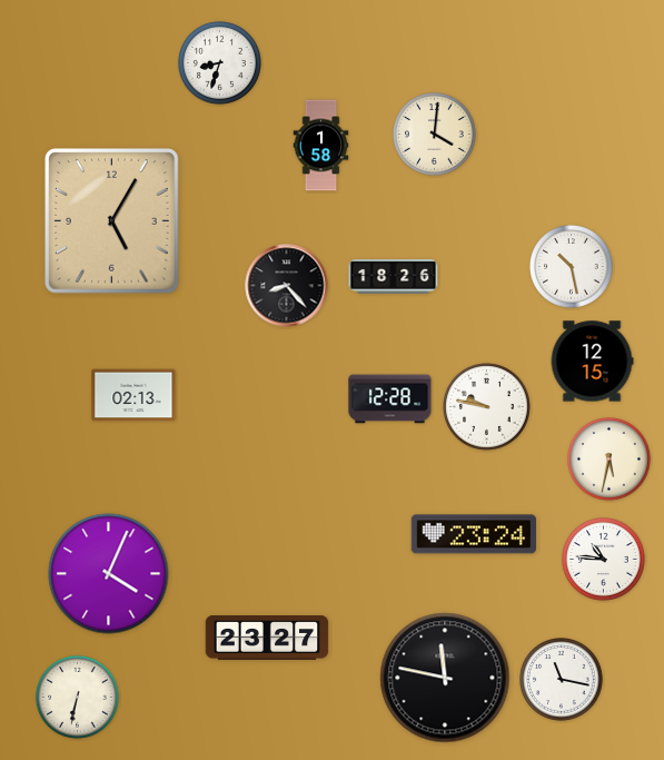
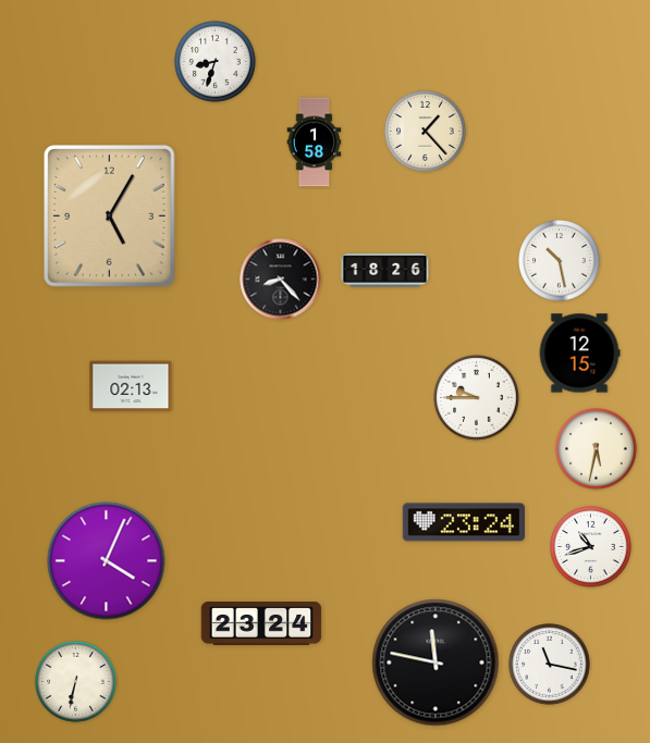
clock at (435, 135): 4:01 -> 1:23
clock at (390, 399): 12:28 -> none
clock at (487, 407): 9:47 -> 9:45
clock at (604, 560): 10:46 -> 10:42
clock at (267, 639): 23:27 -> 23:24
